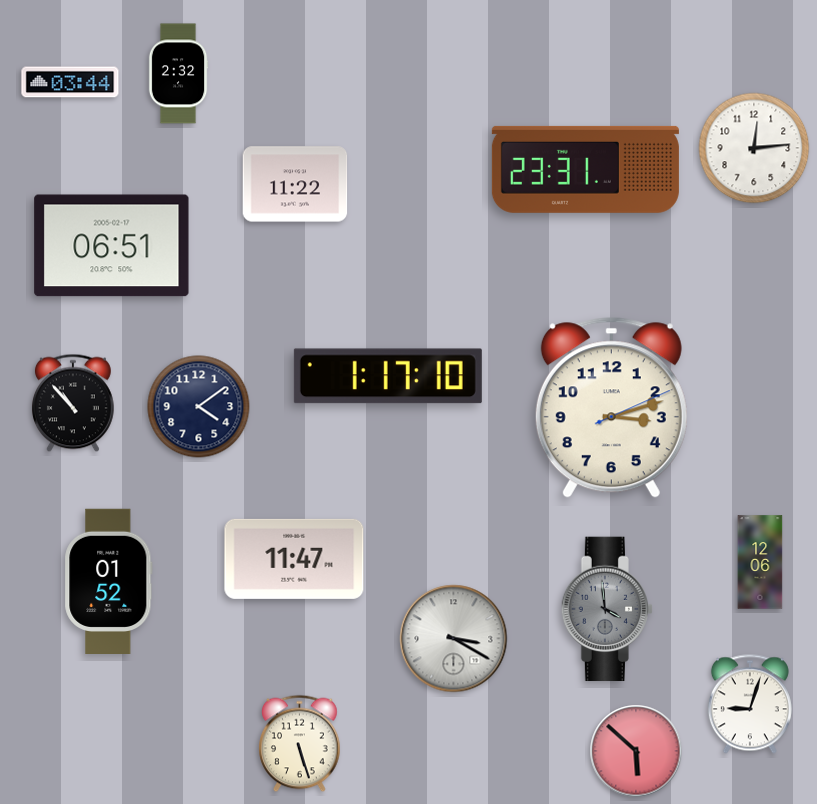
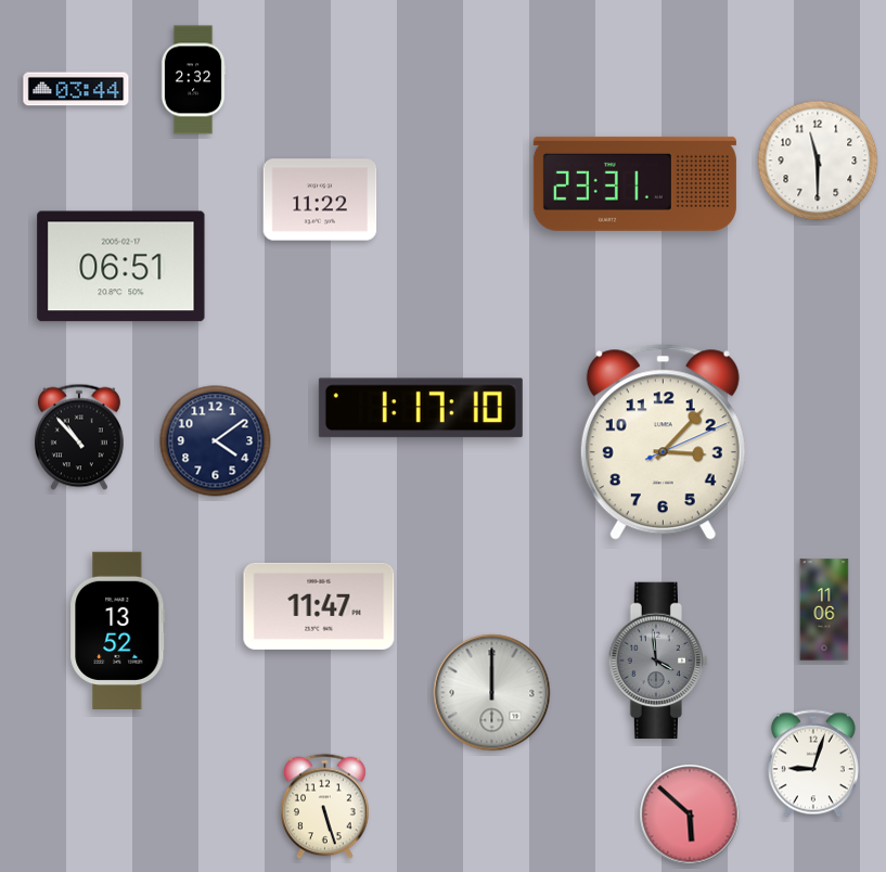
clock at (754, 148): 12:14 -> 11:30
clock at (611, 408): 3:12 -> 3:07
clock at (760, 562): 12:06 -> 11:06
clock at (109, 581): 01:52 -> 13:52
clock at (454, 639): 3:20 -> 12:00
